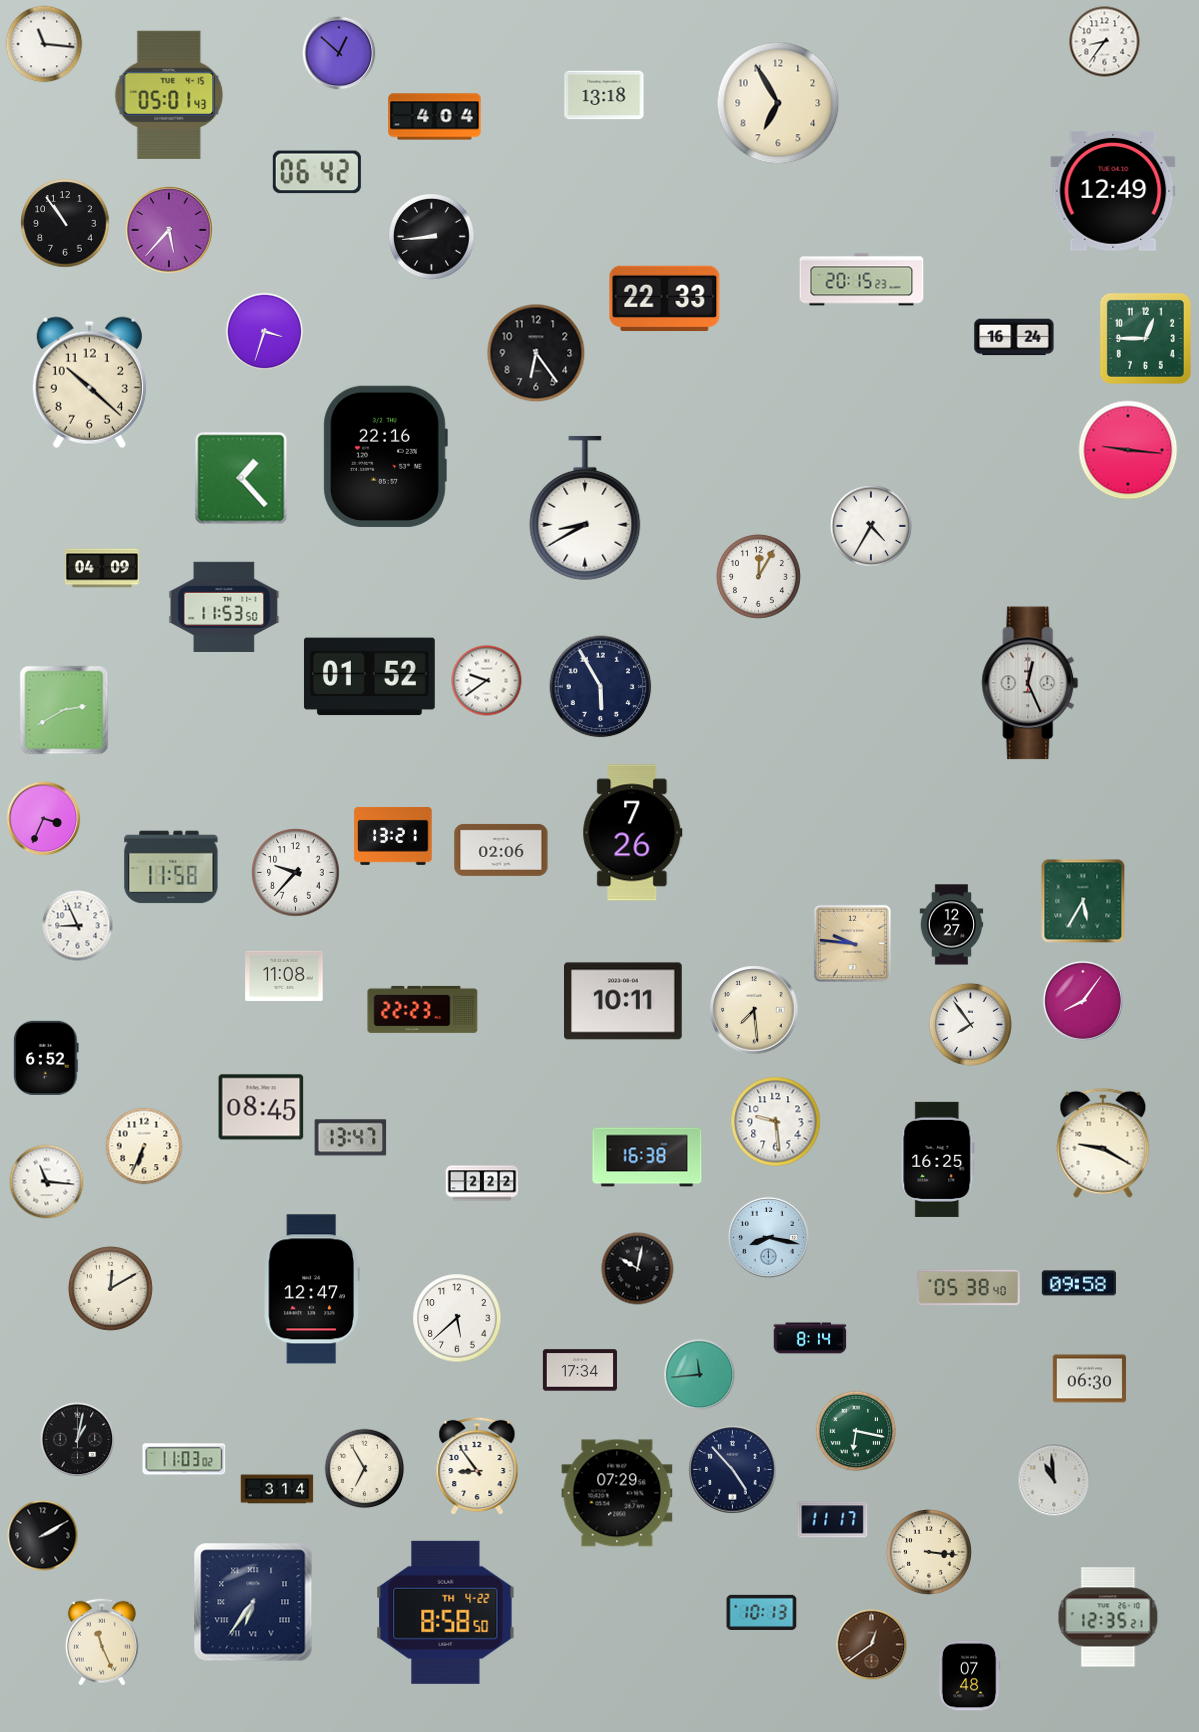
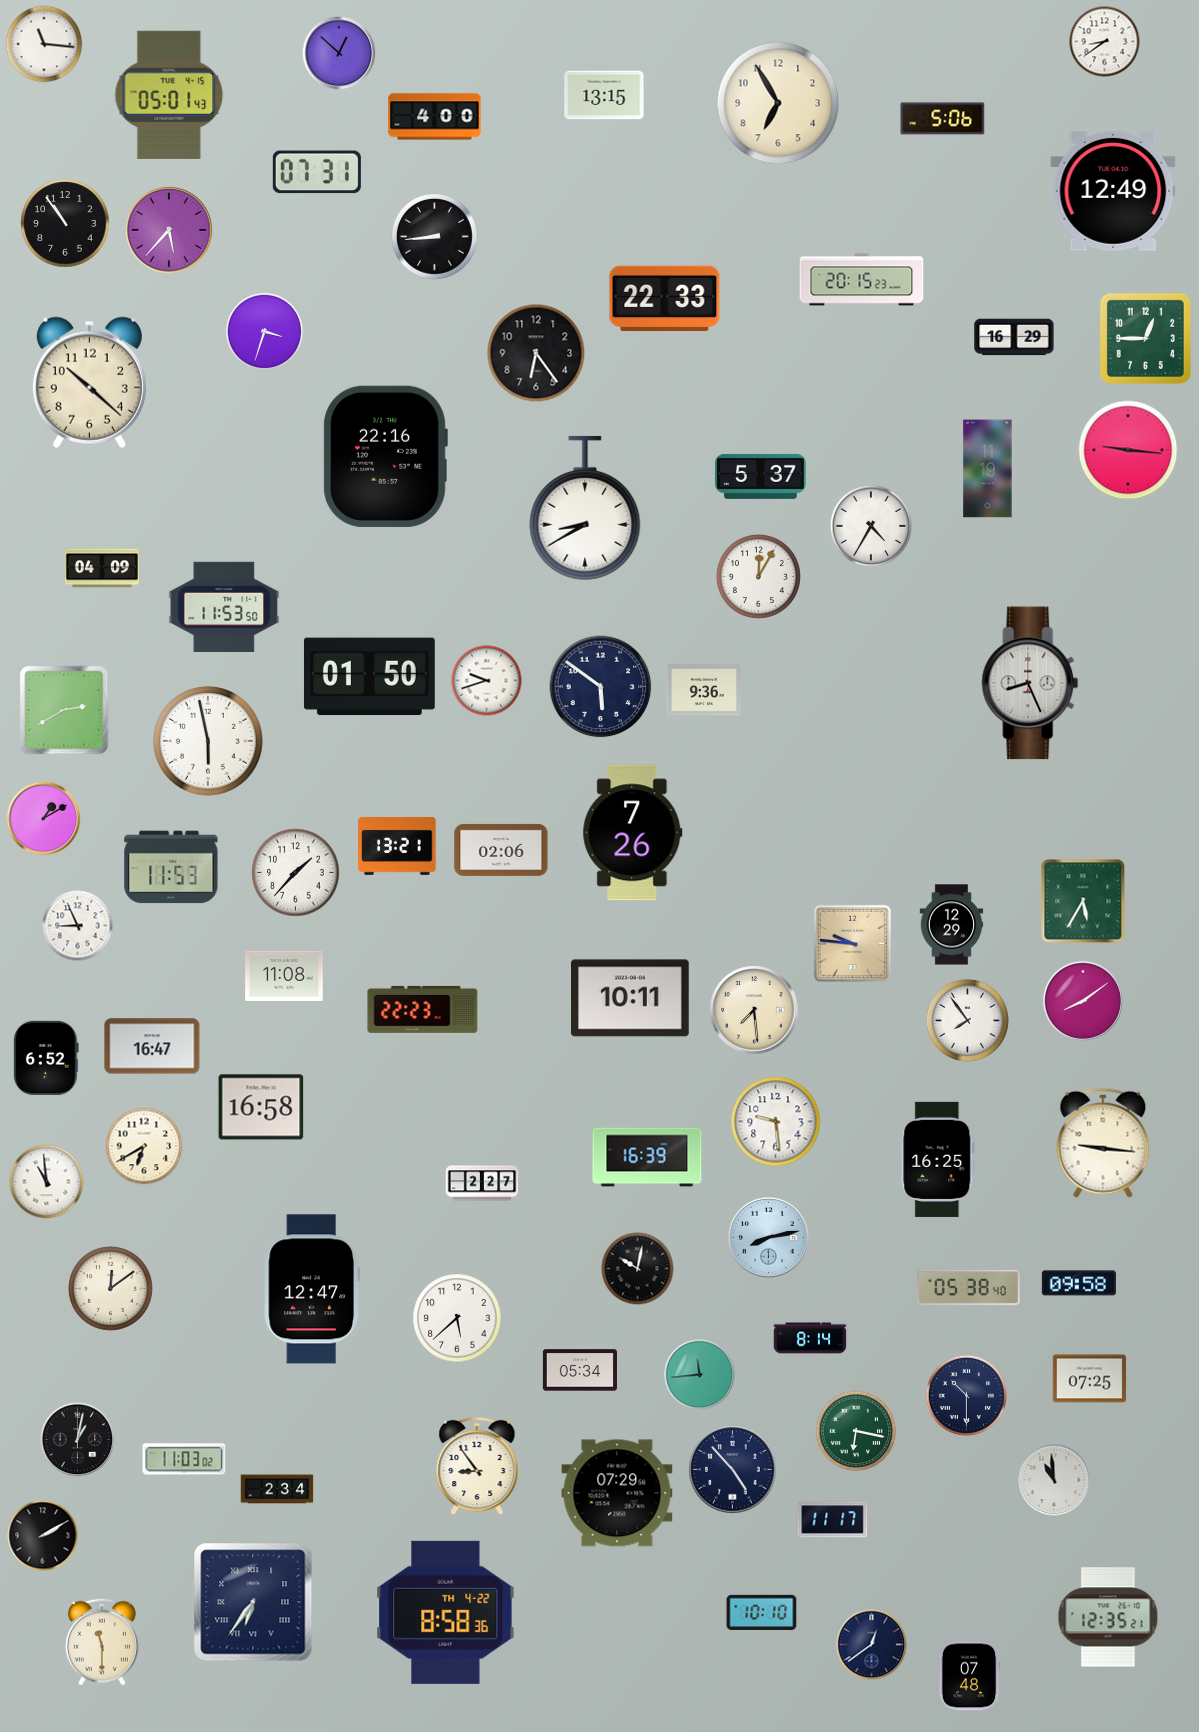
clock at (1105, 42): 8:36 -> 8:39
clock at (604, 95): 13:18 -> 13:15
clock at (435, 117): 4:04 -> 4:00
clock at (943, 119): none -> 5:06
clock at (317, 172): 06:42 -> 07:31
clock at (432, 237) position: (432, 237) -> (435, 237)
clock at (1014, 337): 16:24 -> 16:29
clock at (988, 469): none -> 11:19
clock at (761, 476): none -> 5:37
clock at (241, 478): 1:23 -> none
clock at (369, 677): 01:52 -> 01:50
clock at (487, 681): 9:39 -> 9:42
clock at (1030, 683): 12:26 -> 8:26
clock at (601, 687): 5:55 -> 5:51
clock at (704, 690): none -> 9:36
clock at (209, 742): none -> 5:58
clock at (44, 819): 3:34 -> 1:10
clock at (393, 836) position: (393, 836) -> (397, 846)
clock at (171, 867): 11:58 -> 11:53
clock at (296, 873): 9:37 -> 1:37
clock at (952, 925): 12:27 -> 12:29
clock at (624, 1001) position: (624, 1001) -> (631, 998)
clock at (1083, 1001): 8:06 -> 8:09
clock at (970, 1024) position: (970, 1024) -> (967, 1020)
clock at (152, 1046): none -> 16:47
clock at (261, 1107): 08:45 -> 16:58
clock at (351, 1138): 13:47 -> none
clock at (1103, 1143): 9:20 -> 9:16
clock at (144, 1146): 6:34 -> 6:40
clock at (647, 1157): 16:38 -> 16:39
clock at (47, 1182): 11:16 -> 10:59
clock at (482, 1183): 2:22 -> 2:27
clock at (768, 1237): 8:17 -> 8:13
clock at (110, 1288): 12:10 -> 12:09
clock at (580, 1370): 17:34 -> 05:34
clock at (1090, 1379): 06:30 -> 07:25
clock at (967, 1395): none -> 10:30
clock at (365, 1469): 6:55 -> none
clock at (277, 1489): 3:14 -> 2:34
clock at (930, 1553): 3:16 -> none
clock at (446, 1612): 8:58:50 -> 8:58:36
clock at (762, 1612): 10:13 -> 10:10
clock at (102, 1642): 11:26 -> 11:30
clock at (872, 1645) dial: brown -> navy
